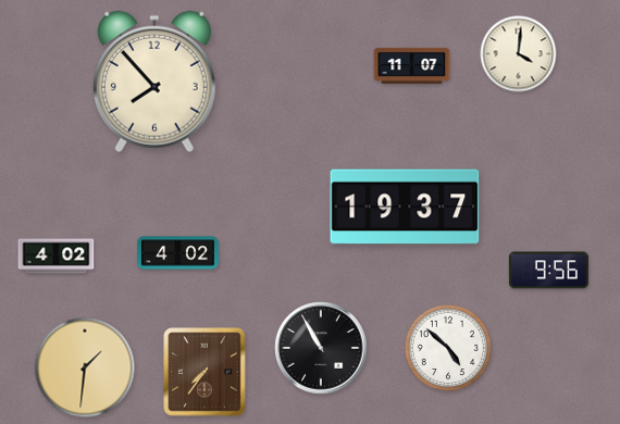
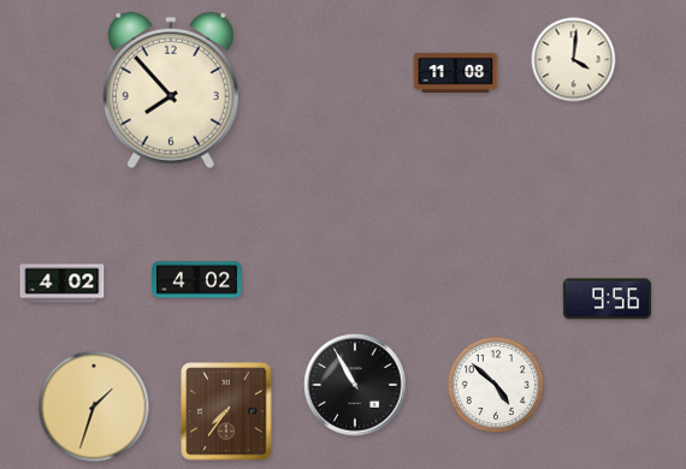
clock at (412, 65): 11:07 -> 11:08
clock at (405, 207): 19:37 -> none
clock at (85, 367): 1:31 -> 1:33
